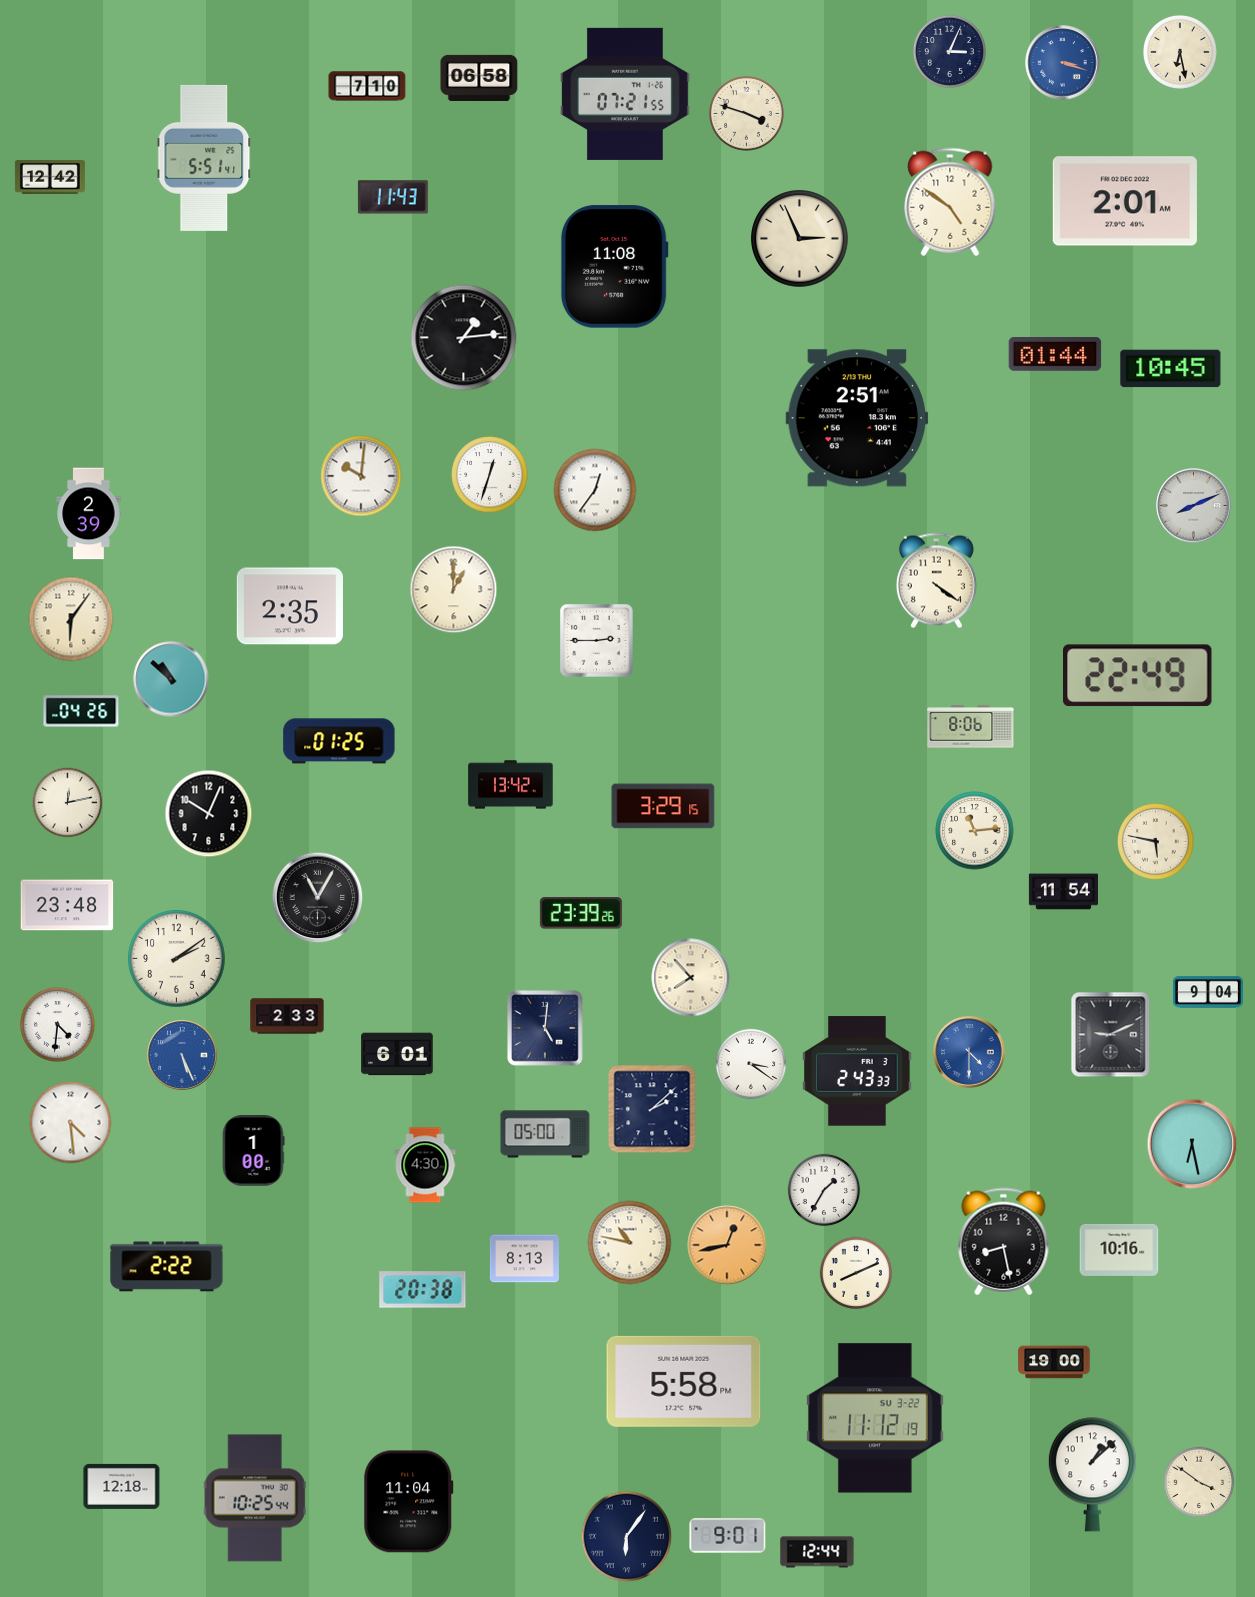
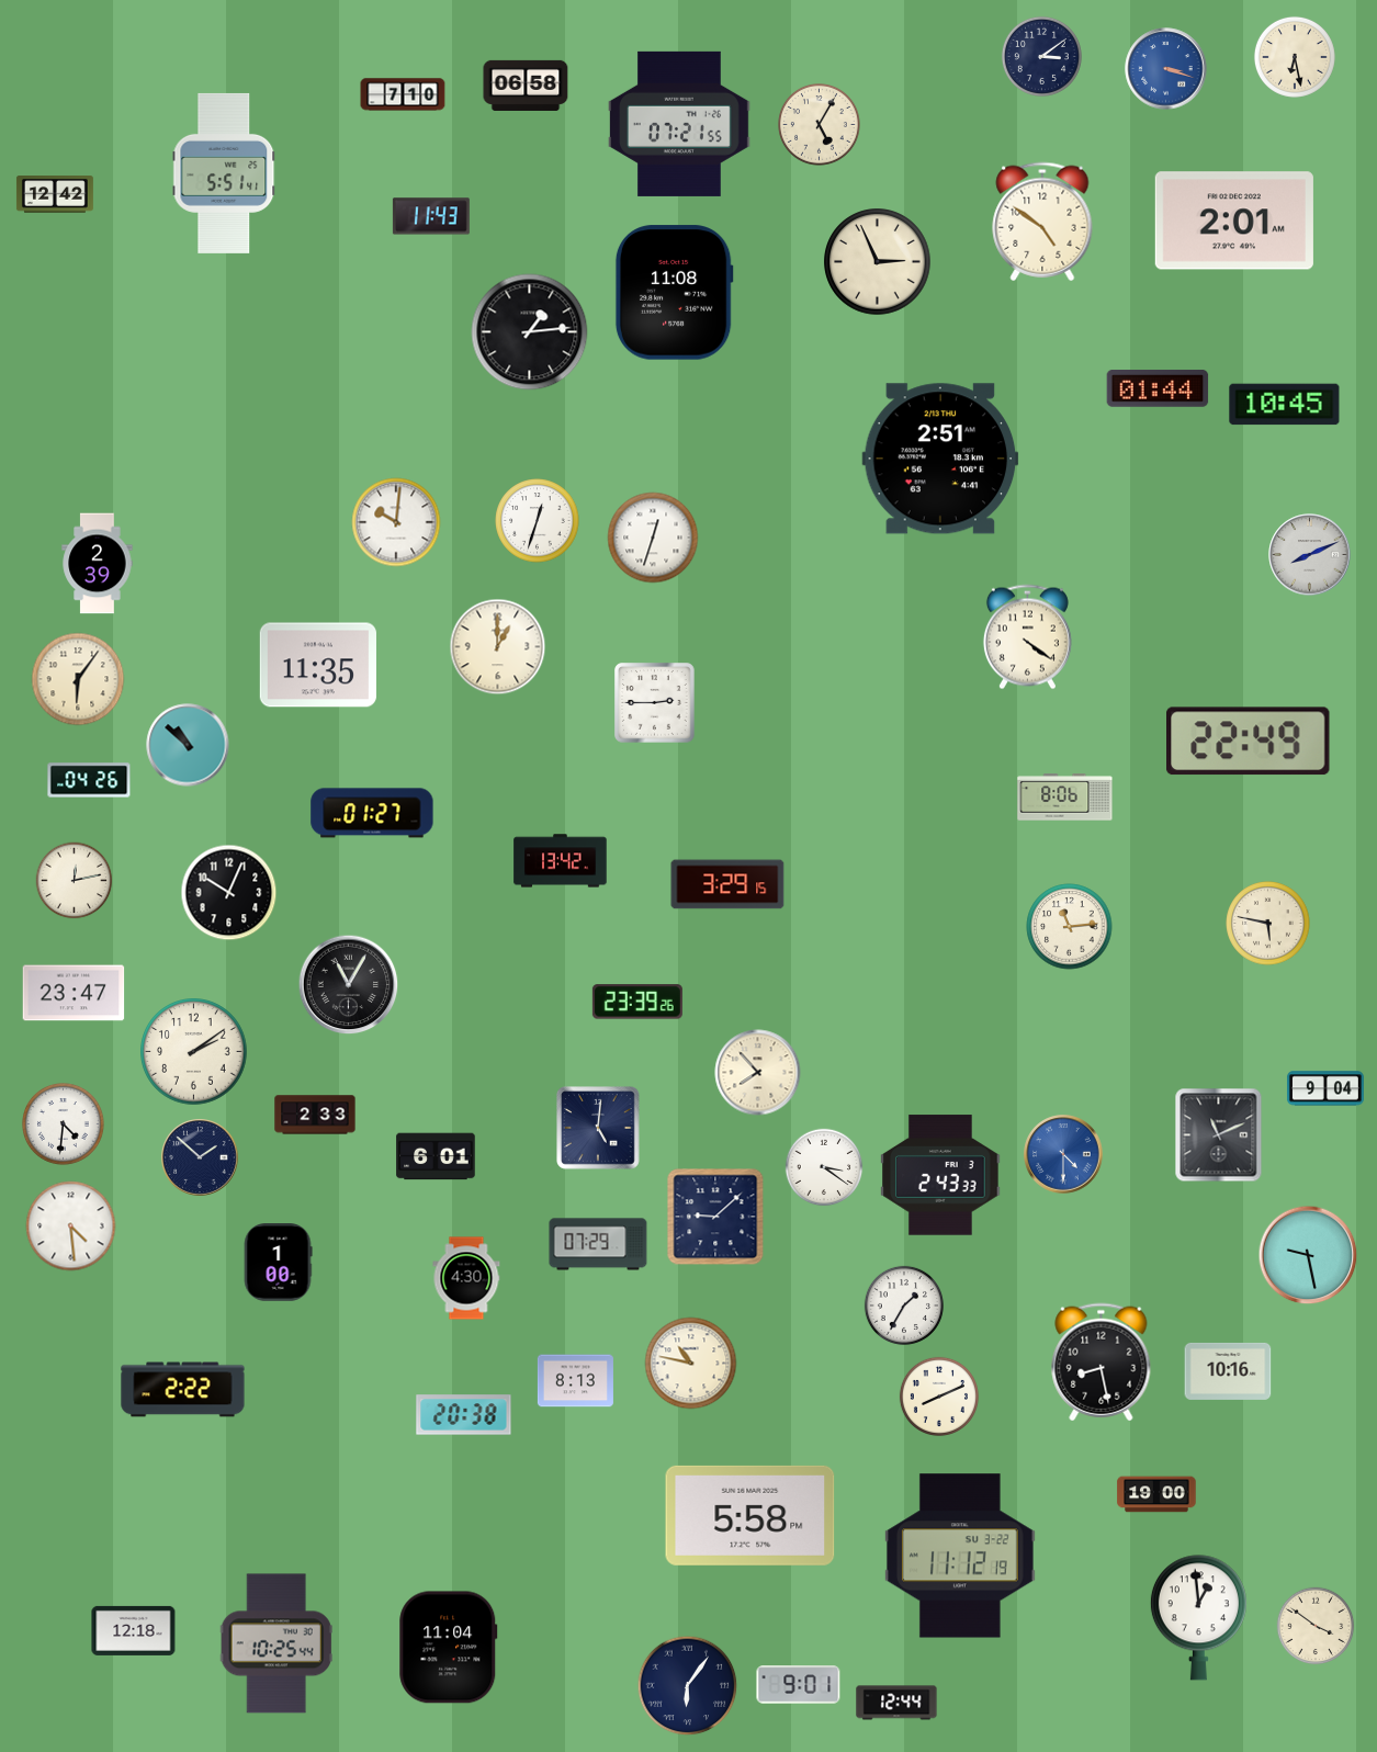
clock at (949, 51): 3:04 -> 3:09
clock at (626, 94) position: (626, 94) -> (680, 124)
clock at (747, 114): 3:48 -> 5:05
clock at (464, 338) position: (464, 338) -> (530, 332)
clock at (595, 490): 12:36 -> 12:33
clock at (290, 606): 2:35 -> 11:35
clock at (339, 741): 01:25 -> 01:27
clock at (975, 831) position: (975, 831) -> (1070, 927)
clock at (1063, 892): 11:54 -> none
clock at (67, 905): 23:48 -> 23:47
clock at (1111, 1035): 9:11 -> 11:11
clock at (183, 1056): 5:26 -> 1:52
clock at (183, 1056) dial: blue -> navy
clock at (652, 1109): 2:08 -> 9:08
clock at (71, 1123) position: (71, 1123) -> (71, 1227)
clock at (545, 1134): 05:00 -> 07:29
clock at (1192, 1144): 6:28 -> 9:28
clock at (727, 1245): 12:43 -> none
clock at (1092, 1475): 1:08 -> 12:59
clock at (255, 1498) position: (255, 1498) -> (276, 1643)
